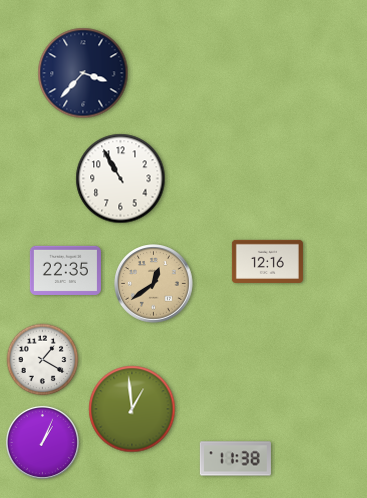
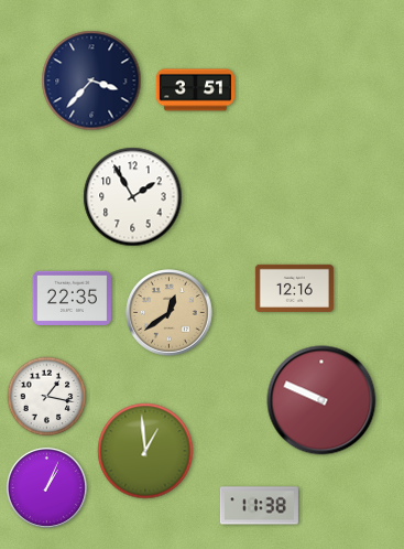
clock at (195, 90): none -> 3:51
clock at (121, 179): 10:55 -> 1:55
clock at (43, 360): 1:20 -> 1:17
clock at (321, 400): none -> 9:49
